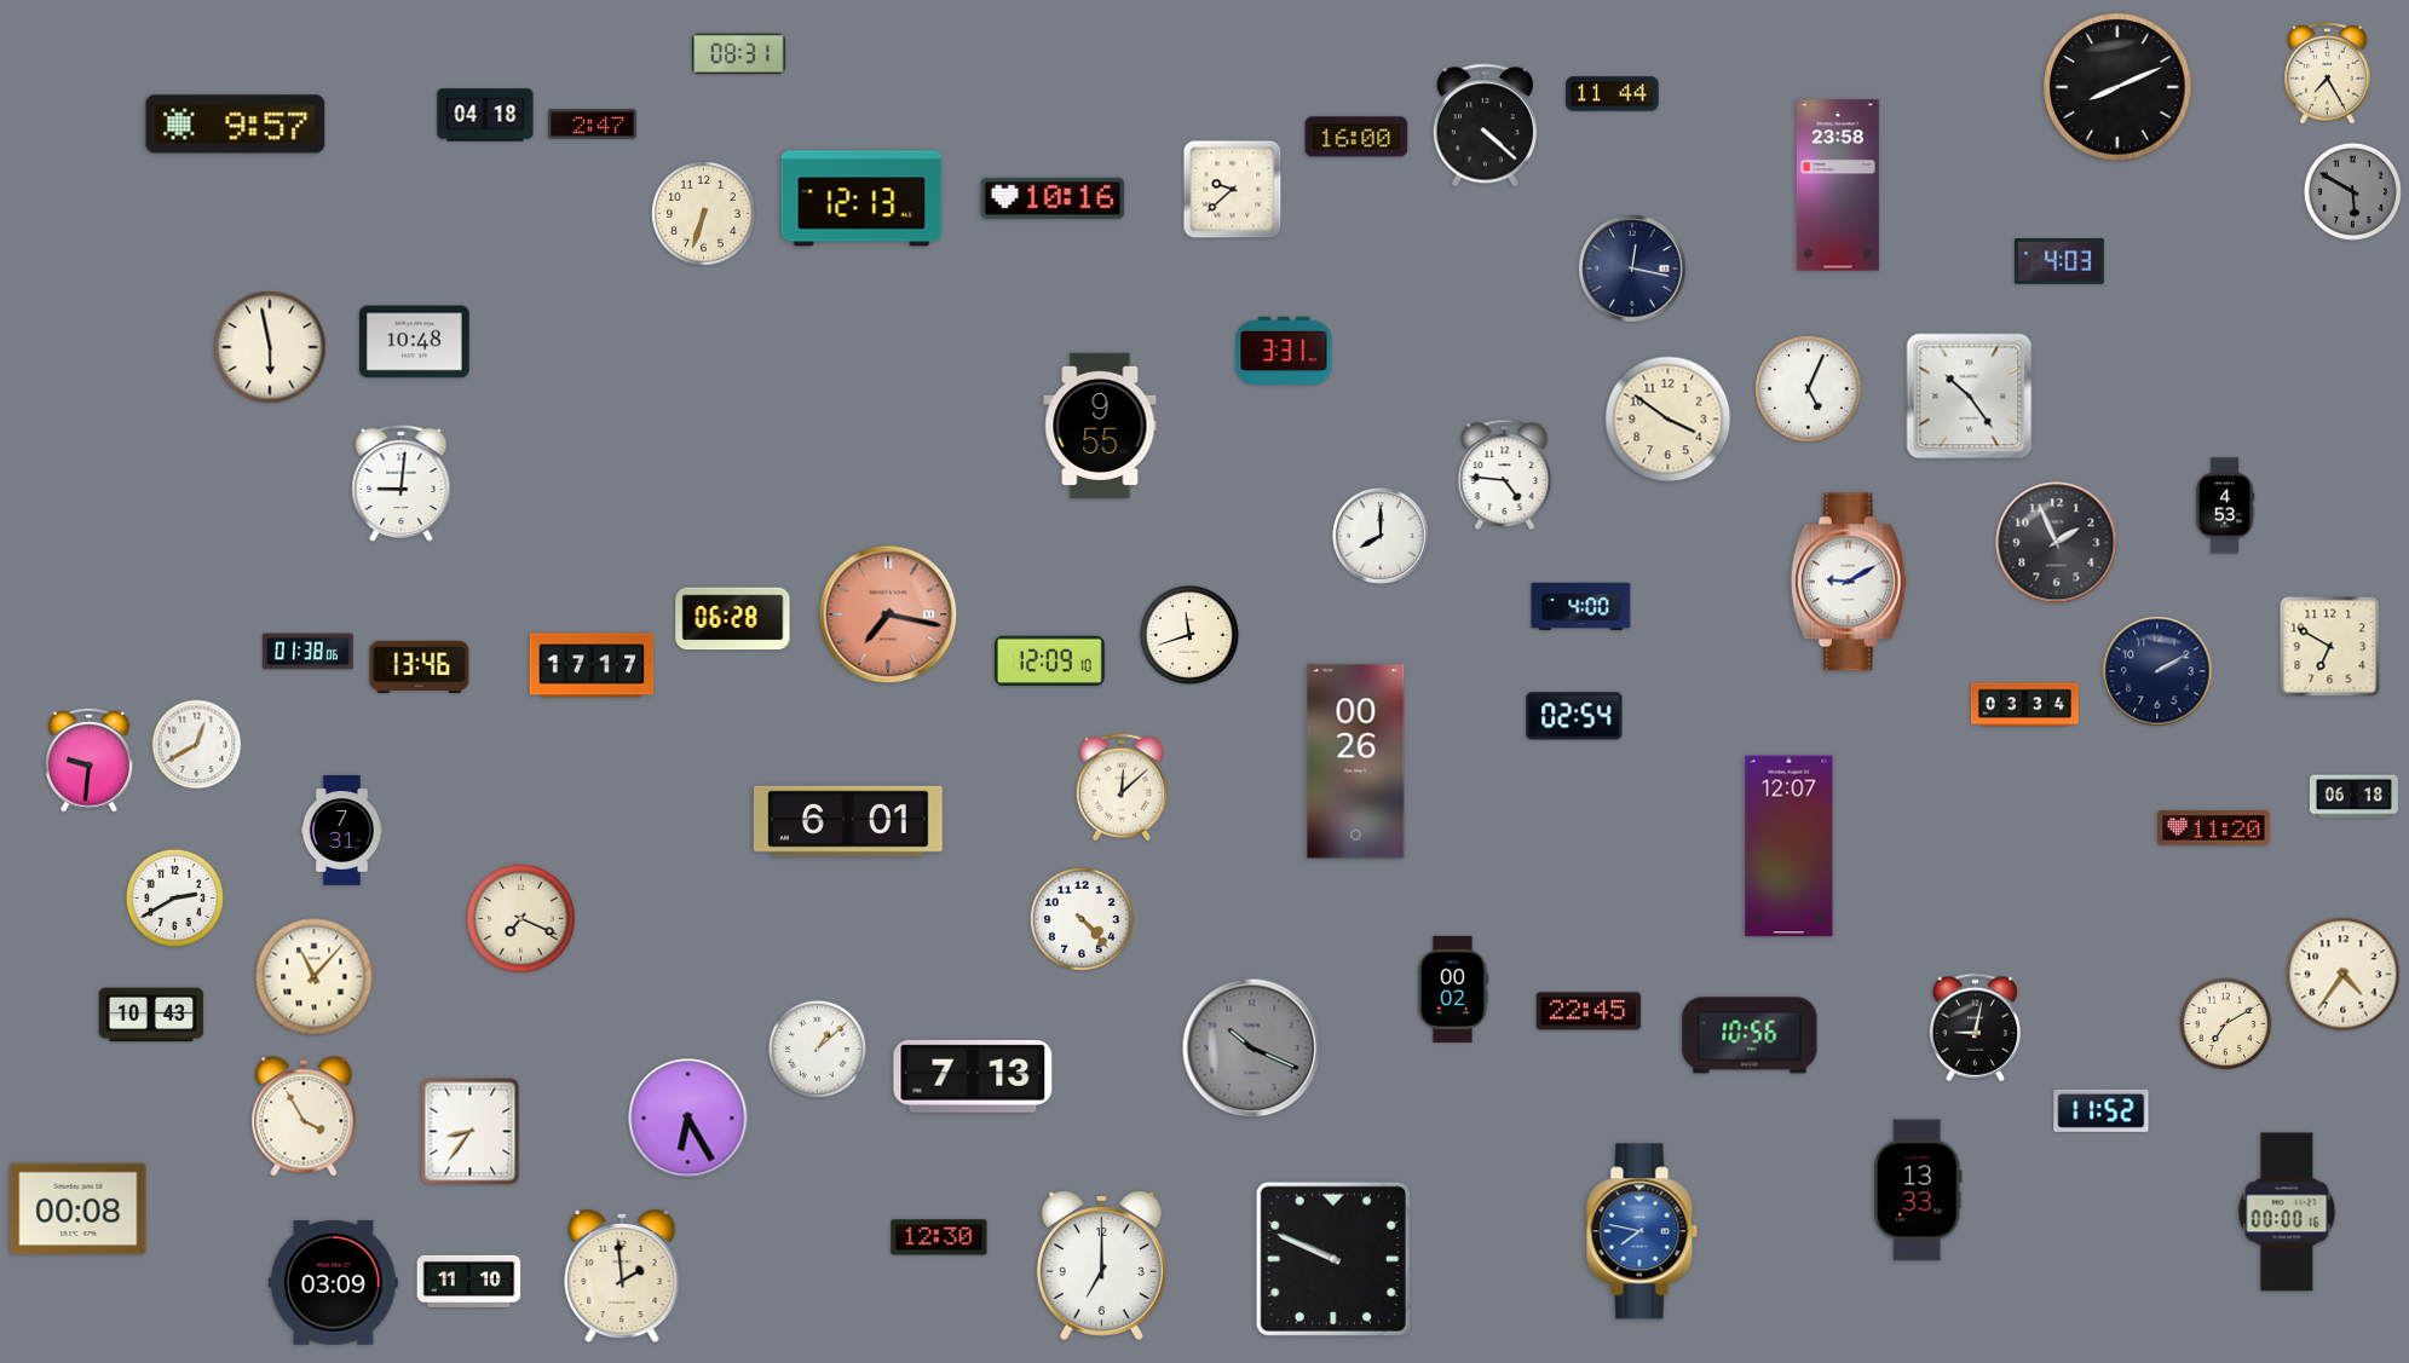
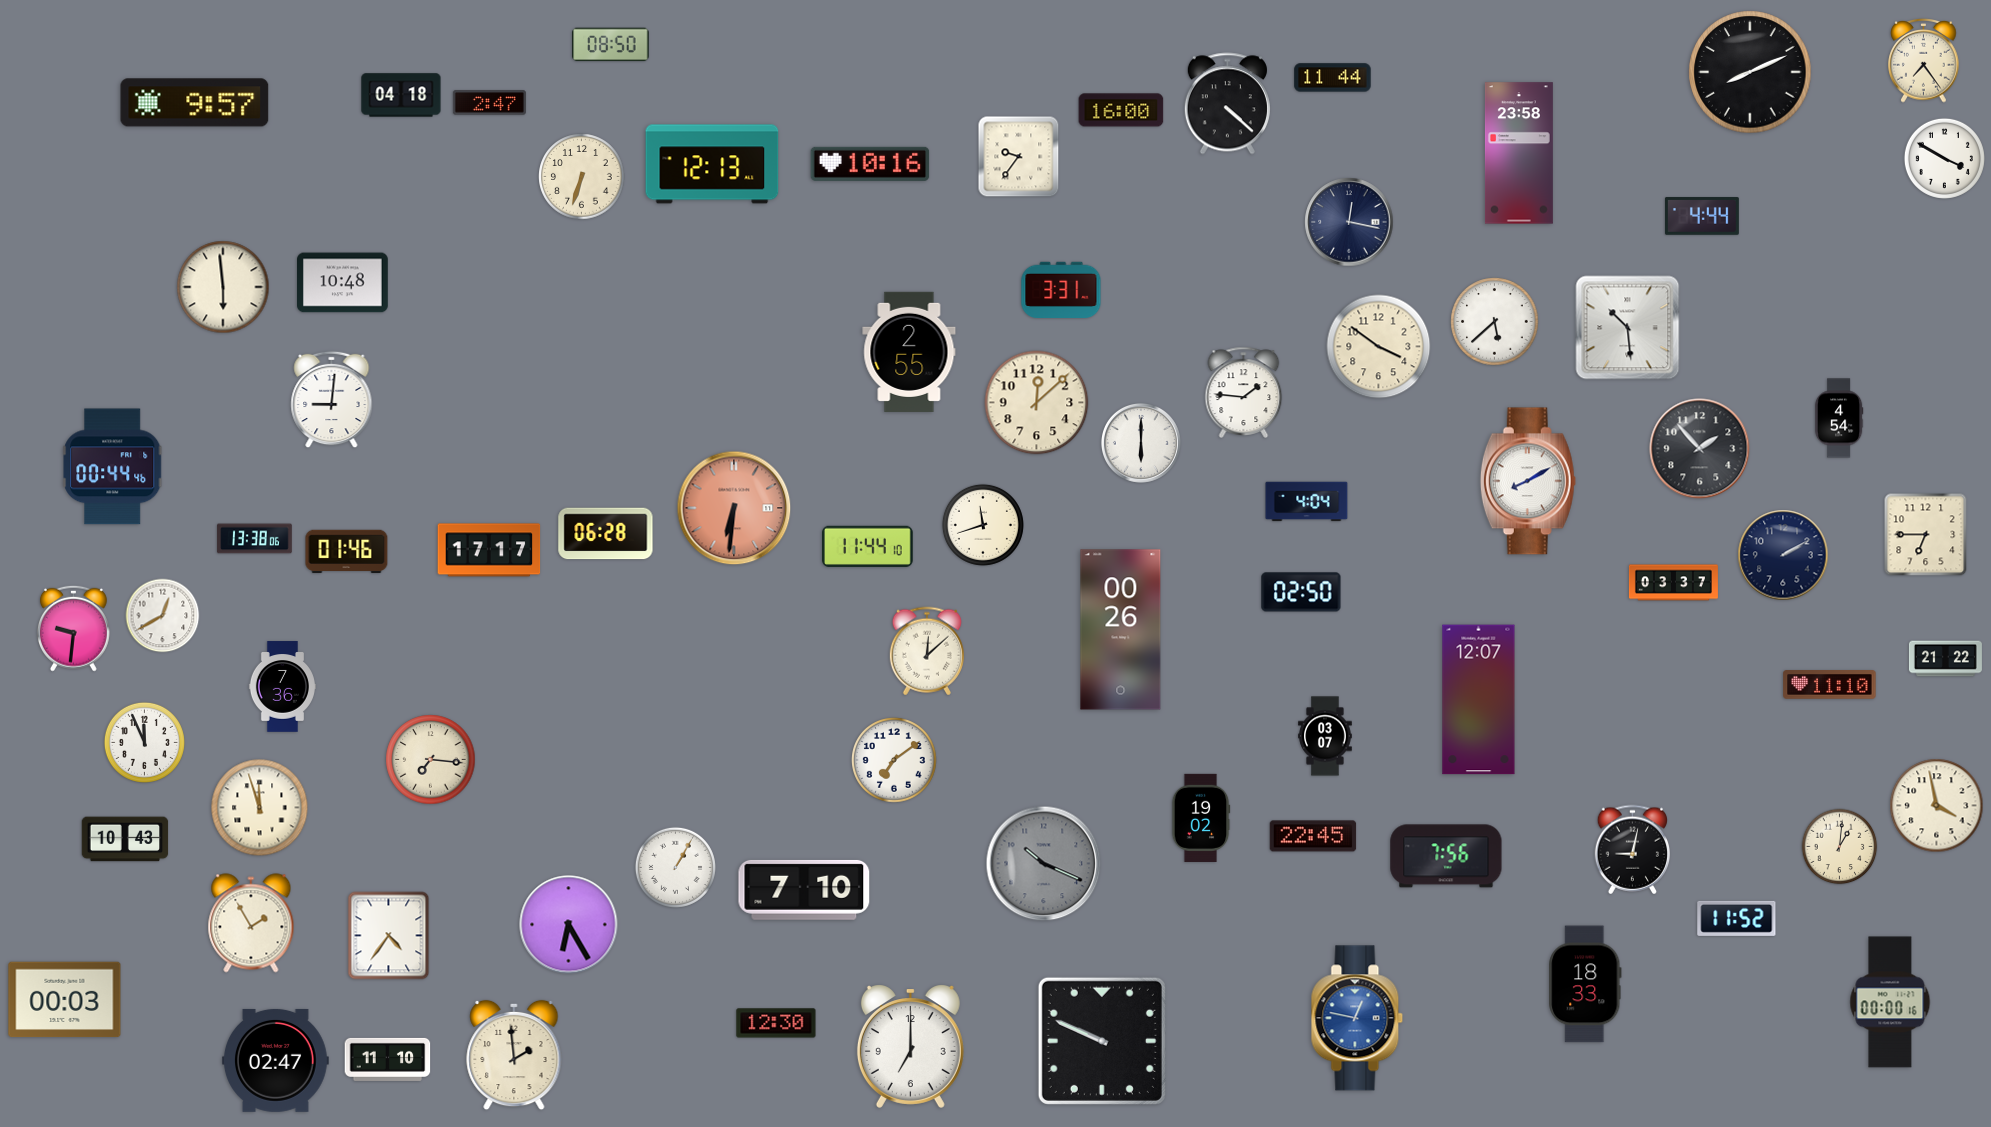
clock at (739, 54): 08:31 -> 08:50
clock at (2328, 74): 7:25 -> 7:24
clock at (1356, 137) position: (1356, 137) -> (1121, 110)
clock at (1233, 190): 9:38 -> 9:36
clock at (2352, 191): 5:50 -> 3:50
clock at (2352, 191) dial: grey -> white
clock at (2059, 261): 4:03 -> 4:44
clock at (270, 347): 5:58 -> 5:59
clock at (1809, 389): 5:04 -> 5:38
clock at (1970, 397): 10:24 -> 10:29
clock at (1100, 426): 9:55 -> 2:55
clock at (1505, 474): 4:46 -> 1:46
clock at (1037, 403): none -> 12:08
clock at (2225, 506): 4:53 -> 4:54
clock at (1381, 536): 8:00 -> 6:00
clock at (2057, 543): 1:56 -> 1:53
clock at (113, 467): none -> 00:44
clock at (1849, 582): 9:10 -> 8:10
clock at (1581, 607): 4:00 -> 4:04
clock at (888, 614): 7:17 -> 6:31
clock at (733, 619) position: (733, 619) -> (606, 534)
clock at (2330, 647): 6:50 -> 6:45
clock at (309, 652): 01:38 -> 13:38
clock at (1050, 660): 12:09 -> 11:44
clock at (420, 668): 13:46 -> 01:46
clock at (2024, 705): 03:34 -> 03:37
clock at (1574, 716): 02:54 -> 02:50
clock at (2353, 797): 06:18 -> 21:22
clock at (848, 821): 6:01 -> none
clock at (2214, 828): 11:20 -> 11:10
clock at (341, 831): 7:31 -> 7:36
clock at (1325, 736): none -> 03:07
clock at (174, 897): 2:40 -> 11:56
clock at (521, 919): 7:19 -> 7:16
clock at (1083, 920): 4:23 -> 7:09
clock at (2344, 975): 4:36 -> 3:58
clock at (315, 977): 11:07 -> 11:57
clock at (1453, 989): 00:02 -> 19:02
clock at (2226, 1024): 7:10 -> 1:01
clock at (1750, 1035): 10:56 -> 7:56
clock at (817, 1049): 1:08 -> 1:05
clock at (1252, 1049) position: (1252, 1049) -> (1044, 864)
clock at (973, 1076): 7:13 -> 7:10
clock at (304, 1116): 3:55 -> 1:55
clock at (471, 1132): 8:36 -> 4:36
clock at (1918, 1190): 13:33 -> 18:33
clock at (79, 1209): 00:08 -> 00:03
clock at (1642, 1231): 7:47 -> 12:47
clock at (334, 1282): 03:09 -> 02:47
